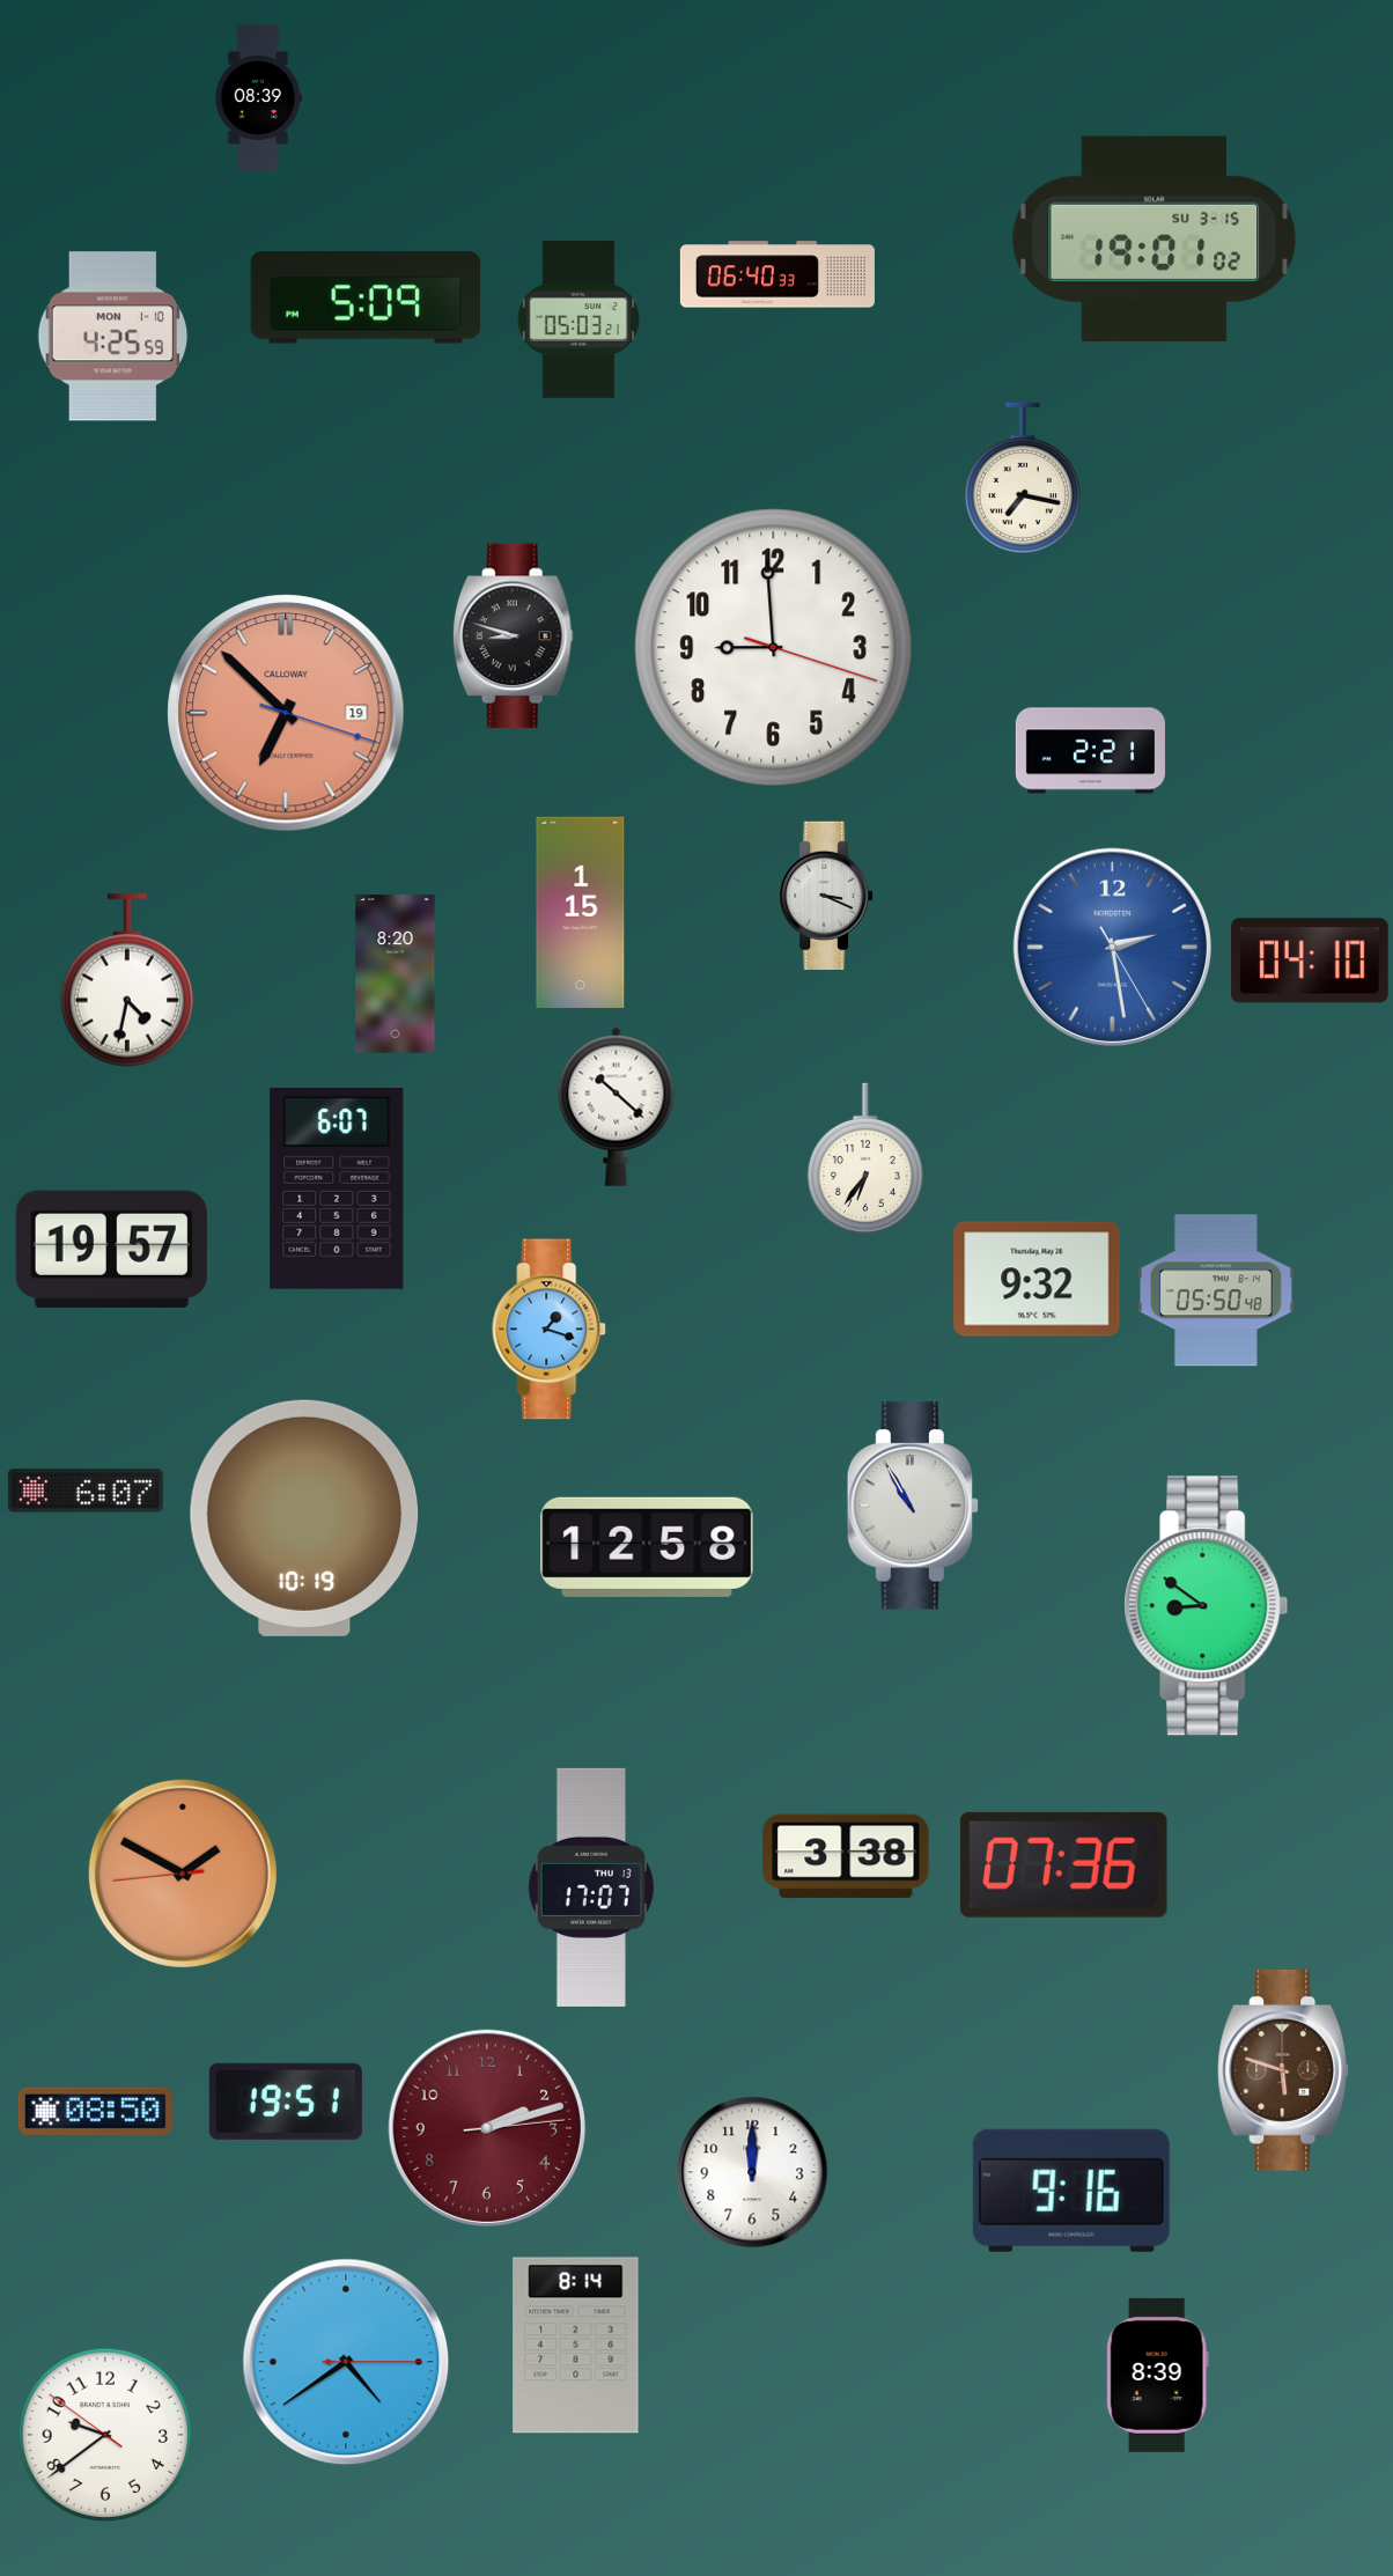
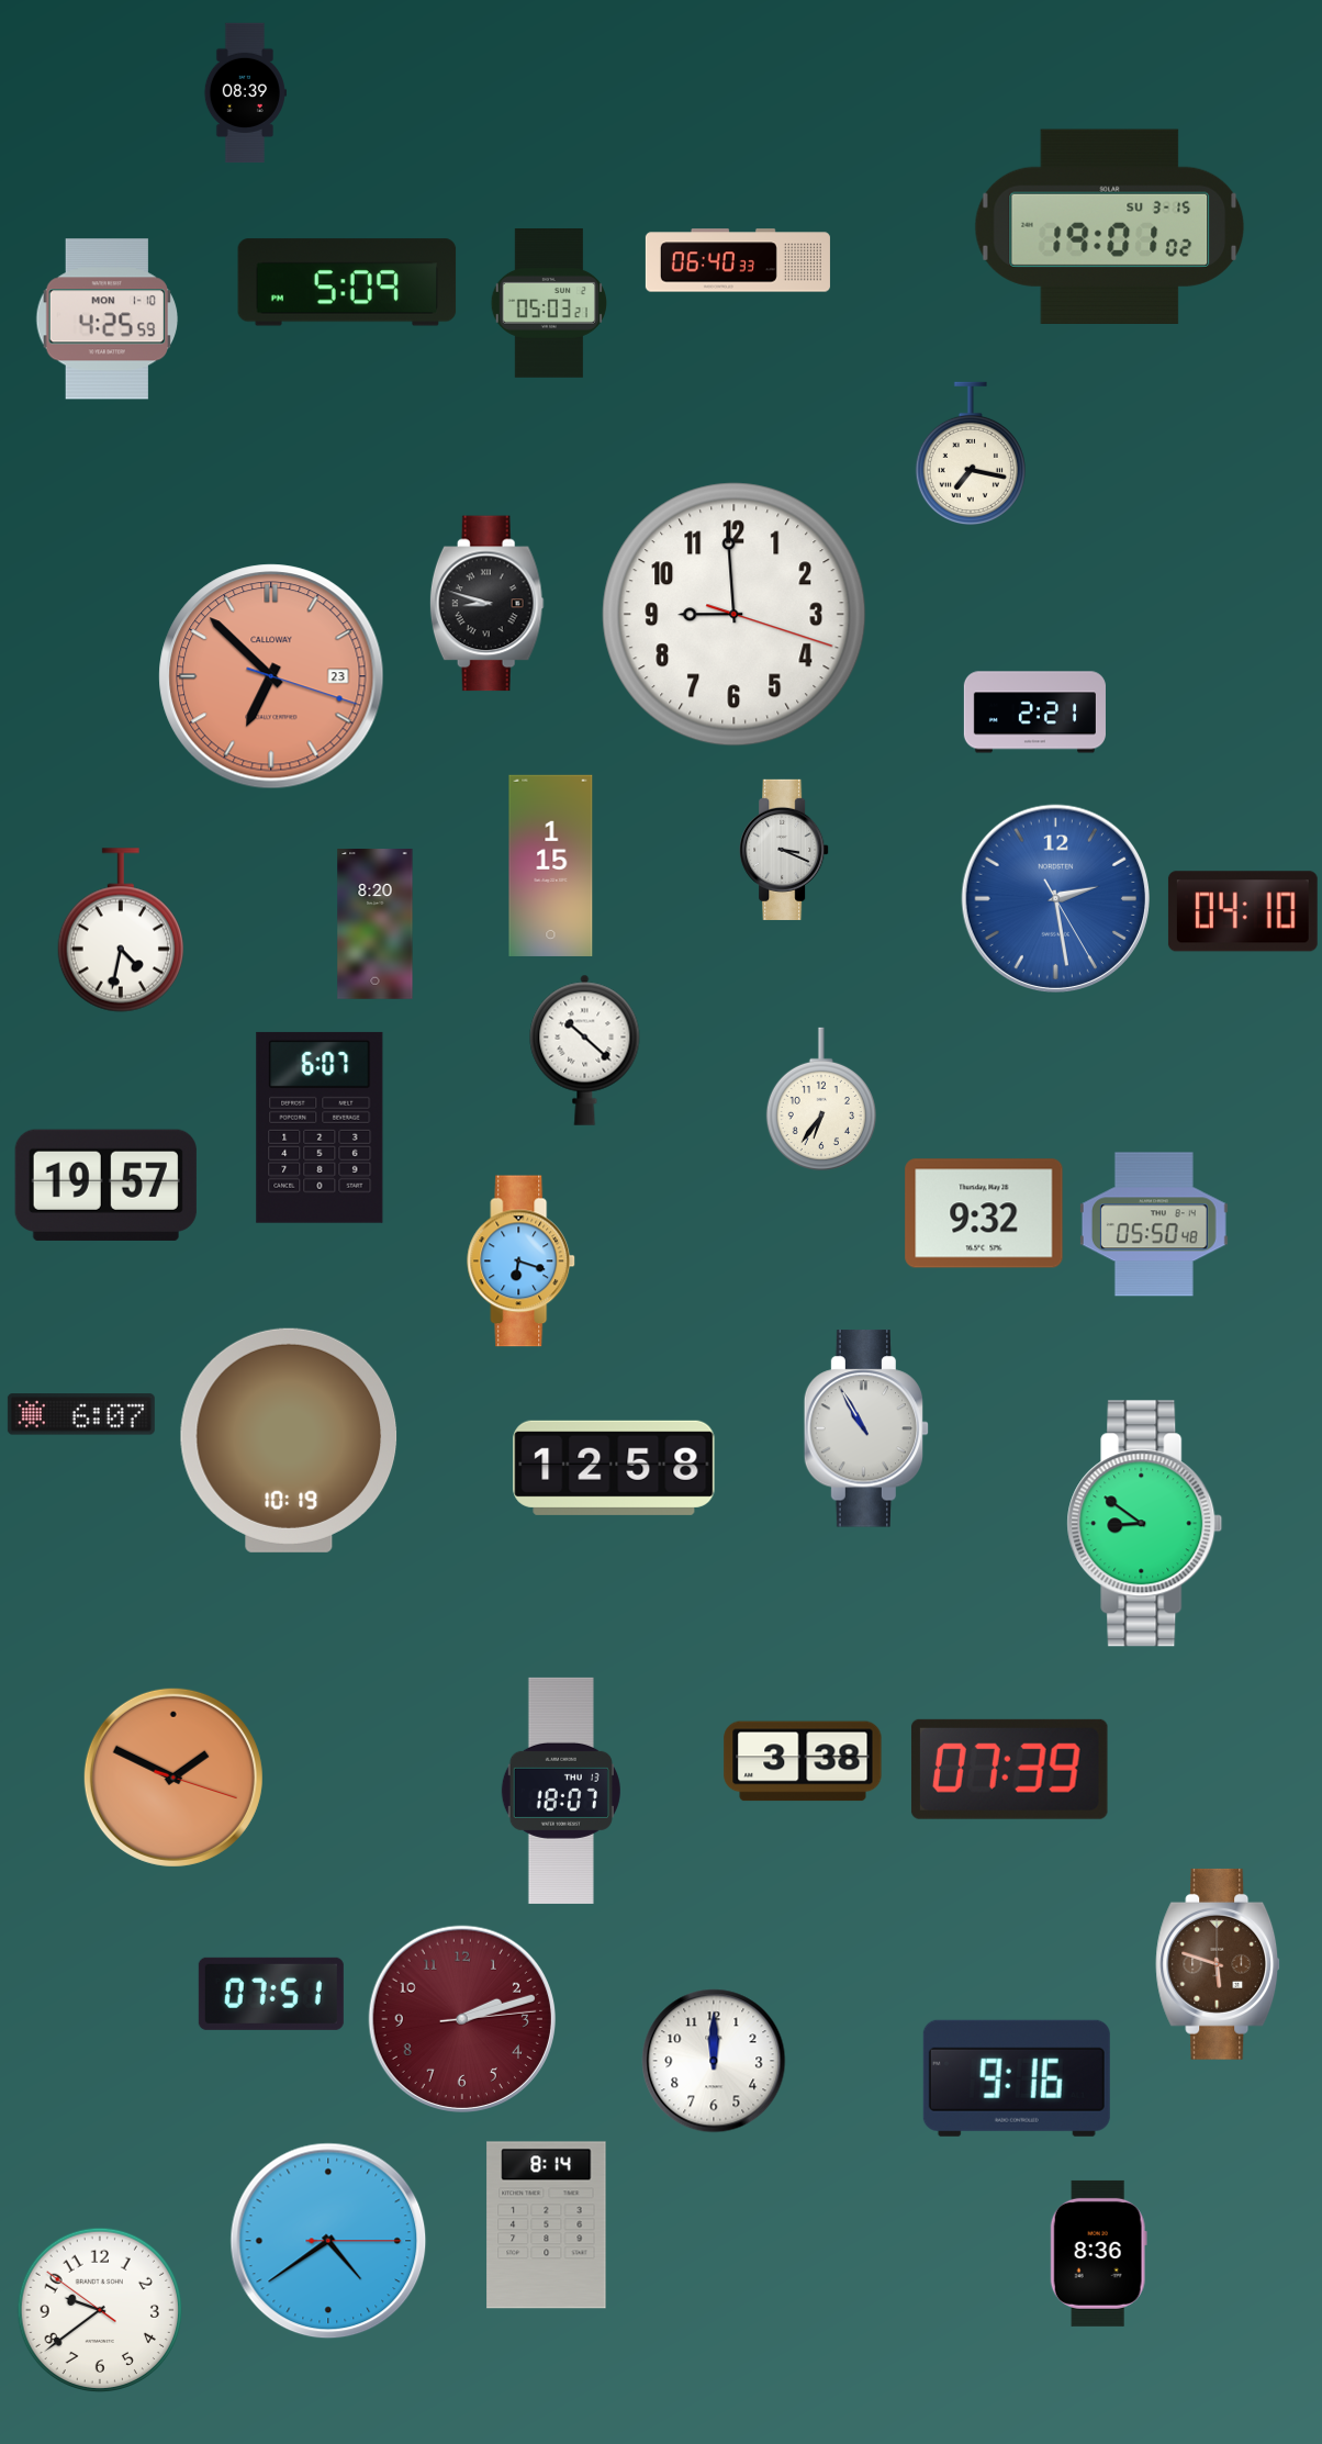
clock at (1155, 238) position: (1155, 238) -> (1110, 226)
clock at (286, 713) date: 19 -> 23
clock at (550, 1330): 1:18 -> 6:18
clock at (1064, 1864): 07:36 -> 07:39
clock at (183, 1874): 1:49:44 -> 1:49:18
clock at (591, 1887): 17:07 -> 18:07
clock at (286, 2102): 19:51 -> 07:51
clock at (95, 2111): 08:50 -> none
clock at (1157, 2375): 8:39 -> 8:36
